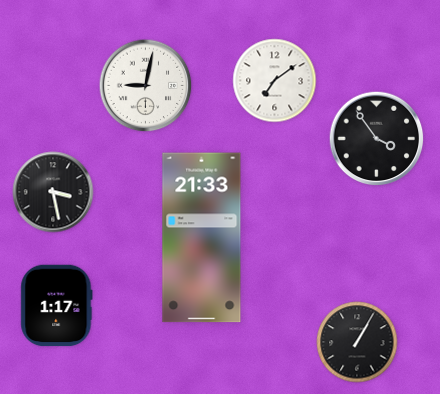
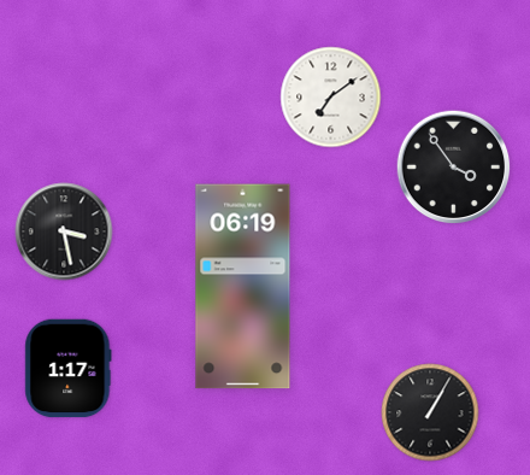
clock at (146, 86): 9:02 -> none
clock at (202, 238): 21:33 -> 06:19
